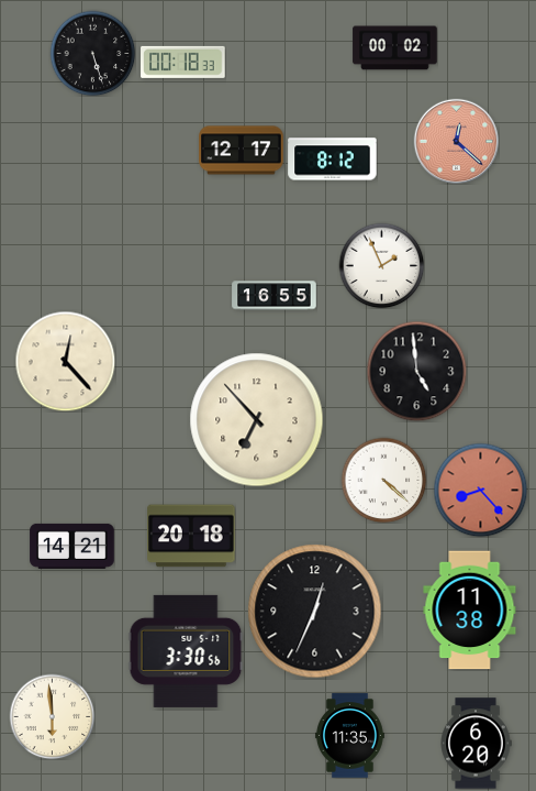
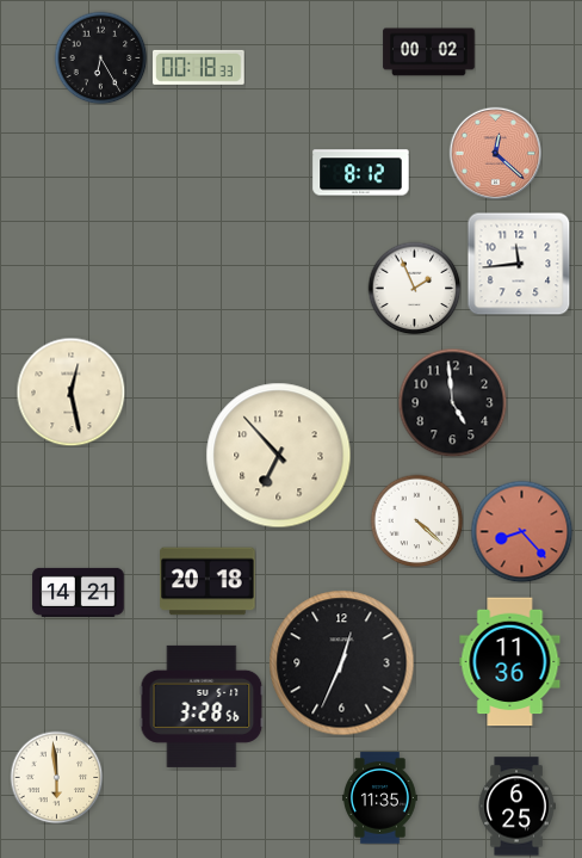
clock at (92, 53): 5:27 -> 6:25
clock at (242, 151): 12:17 -> none
clock at (519, 264): none -> 11:44
clock at (275, 296): 16:55 -> none
clock at (65, 361): 12:23 -> 12:28
clock at (470, 611): 11:38 -> 11:36
clock at (186, 651): 3:30 -> 3:28
clock at (476, 744): 6:20 -> 6:25
